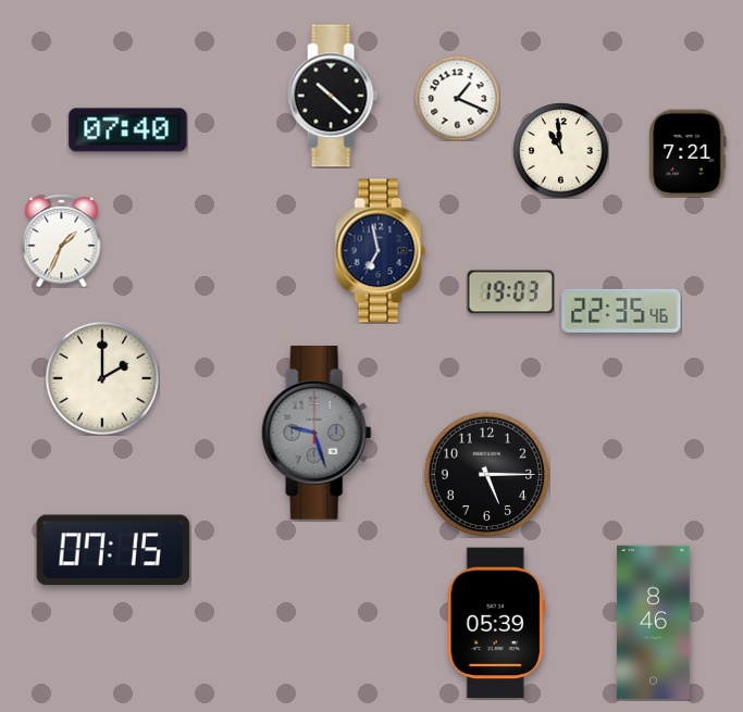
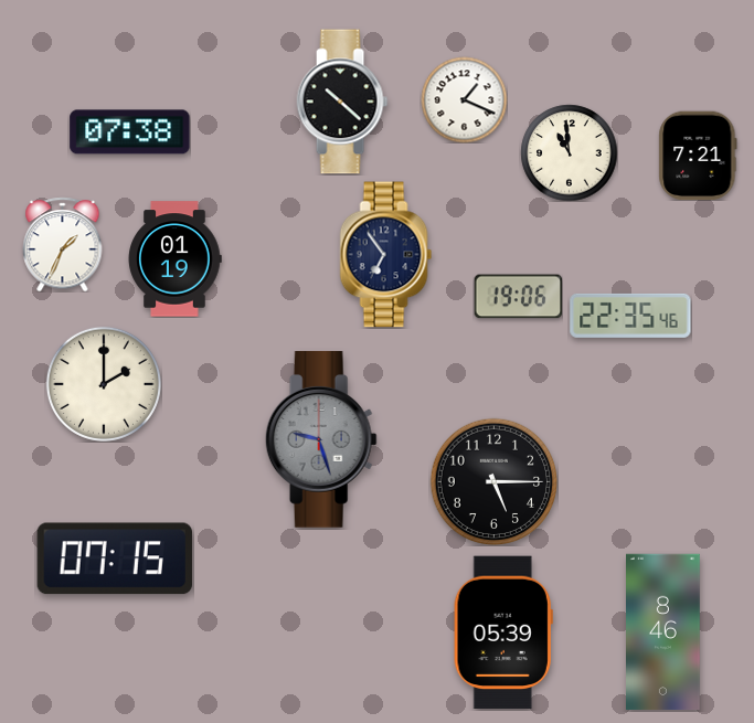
clock at (333, 96) position: (333, 96) -> (342, 102)
clock at (128, 130): 07:40 -> 07:38
clock at (381, 251): 6:58 -> 6:54
clock at (174, 259): none -> 01:19
clock at (510, 292): 19:03 -> 19:06
